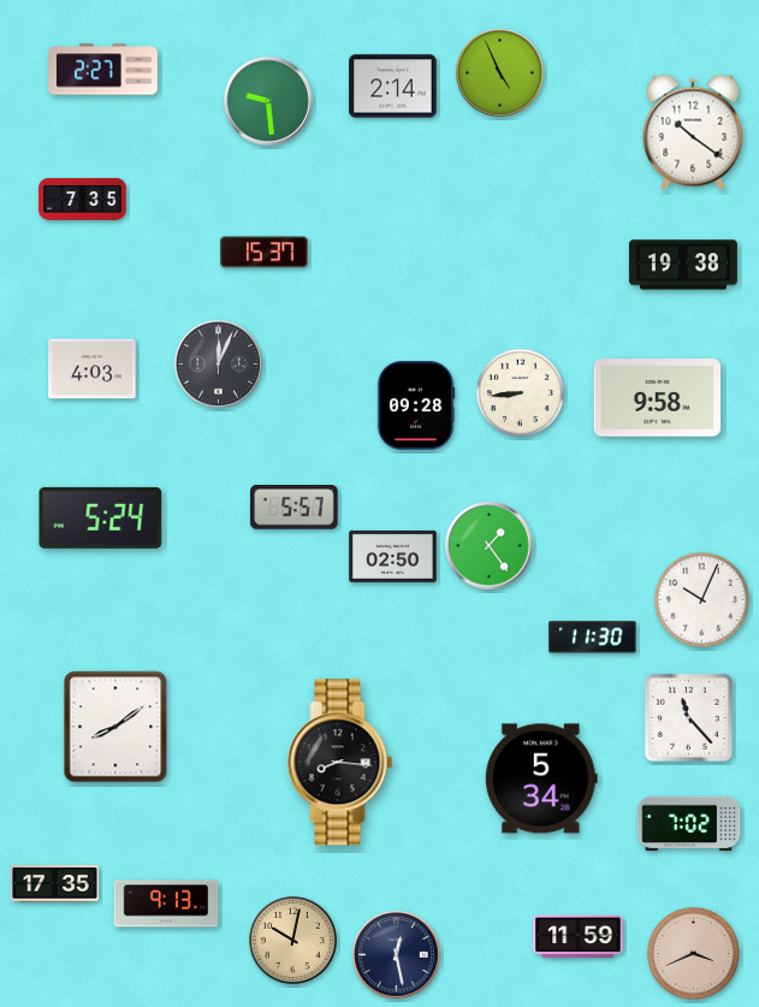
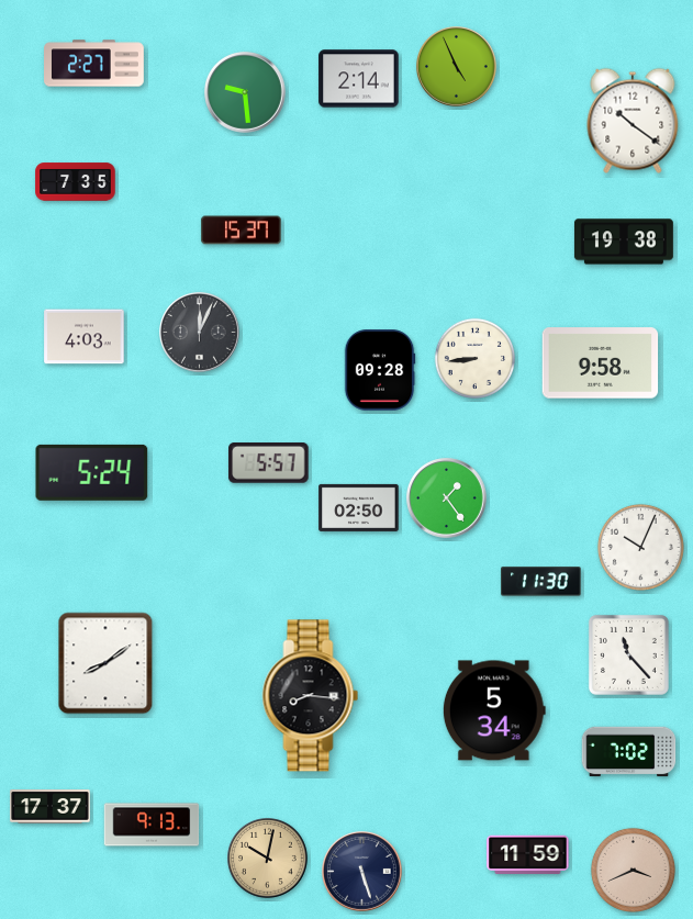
clock at (55, 884): 17:35 -> 17:37
clock at (397, 955): 12:28 -> 5:27
